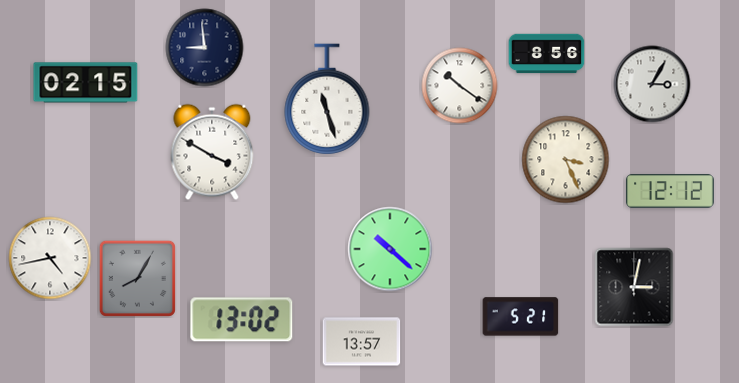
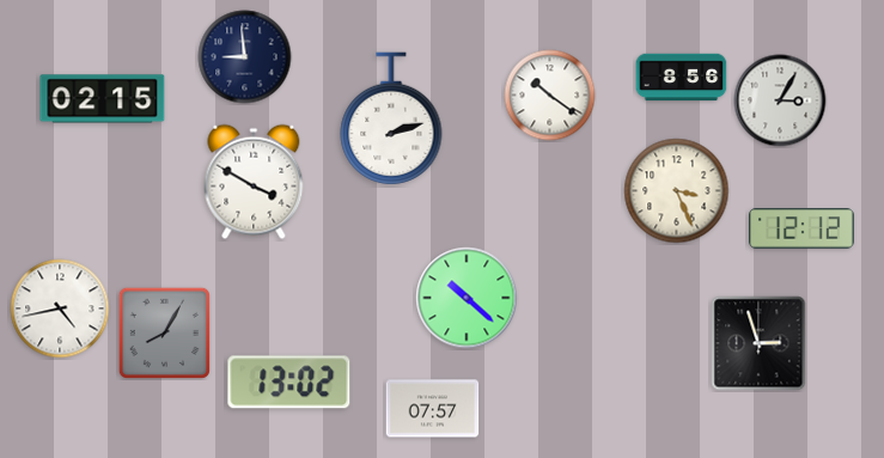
clock at (547, 54) position: (547, 54) -> (682, 78)
clock at (460, 86) position: (460, 86) -> (550, 96)
clock at (327, 99): 11:27 -> 2:12
clock at (634, 287): 3:02 -> 2:57
clock at (521, 317): 5:21 -> none
clock at (362, 342): 13:57 -> 07:57
